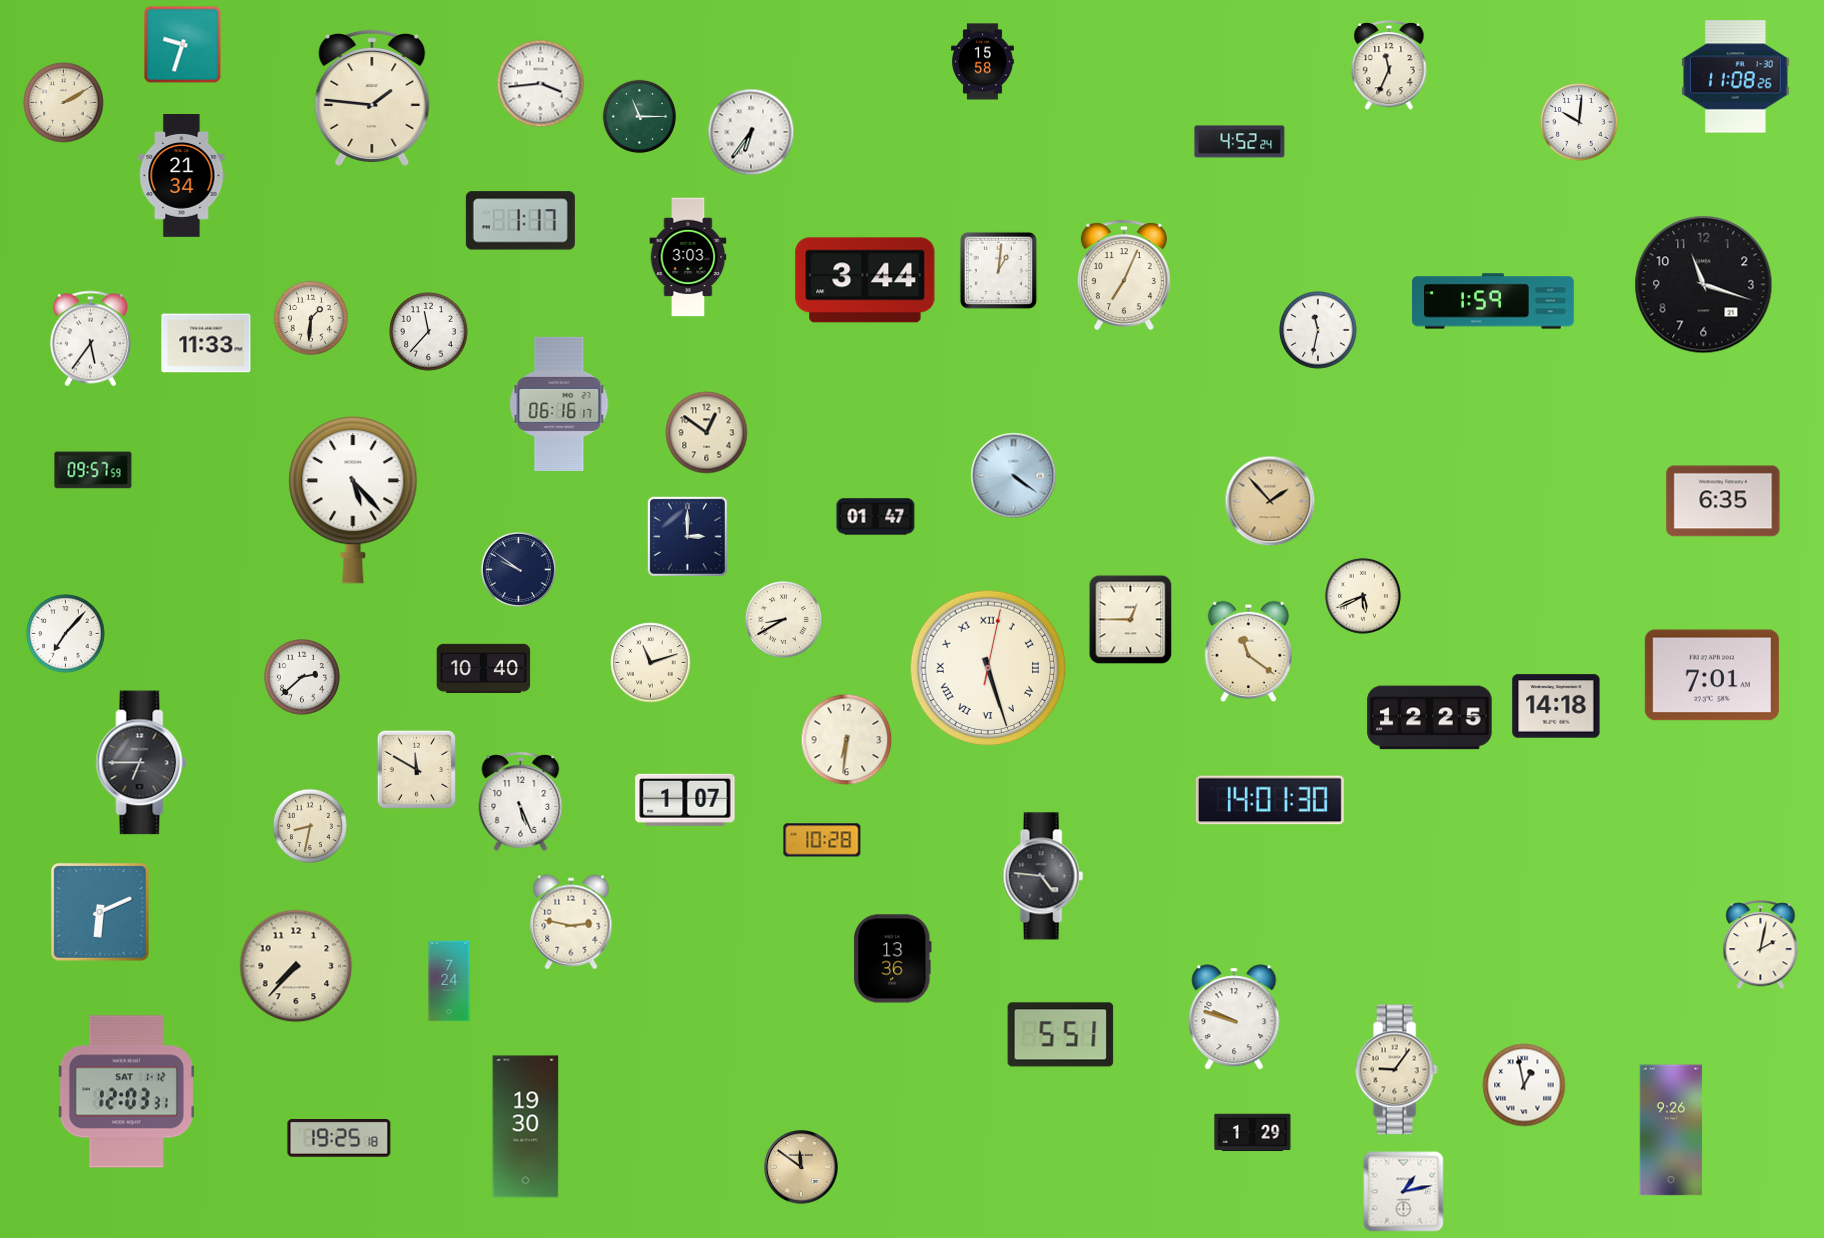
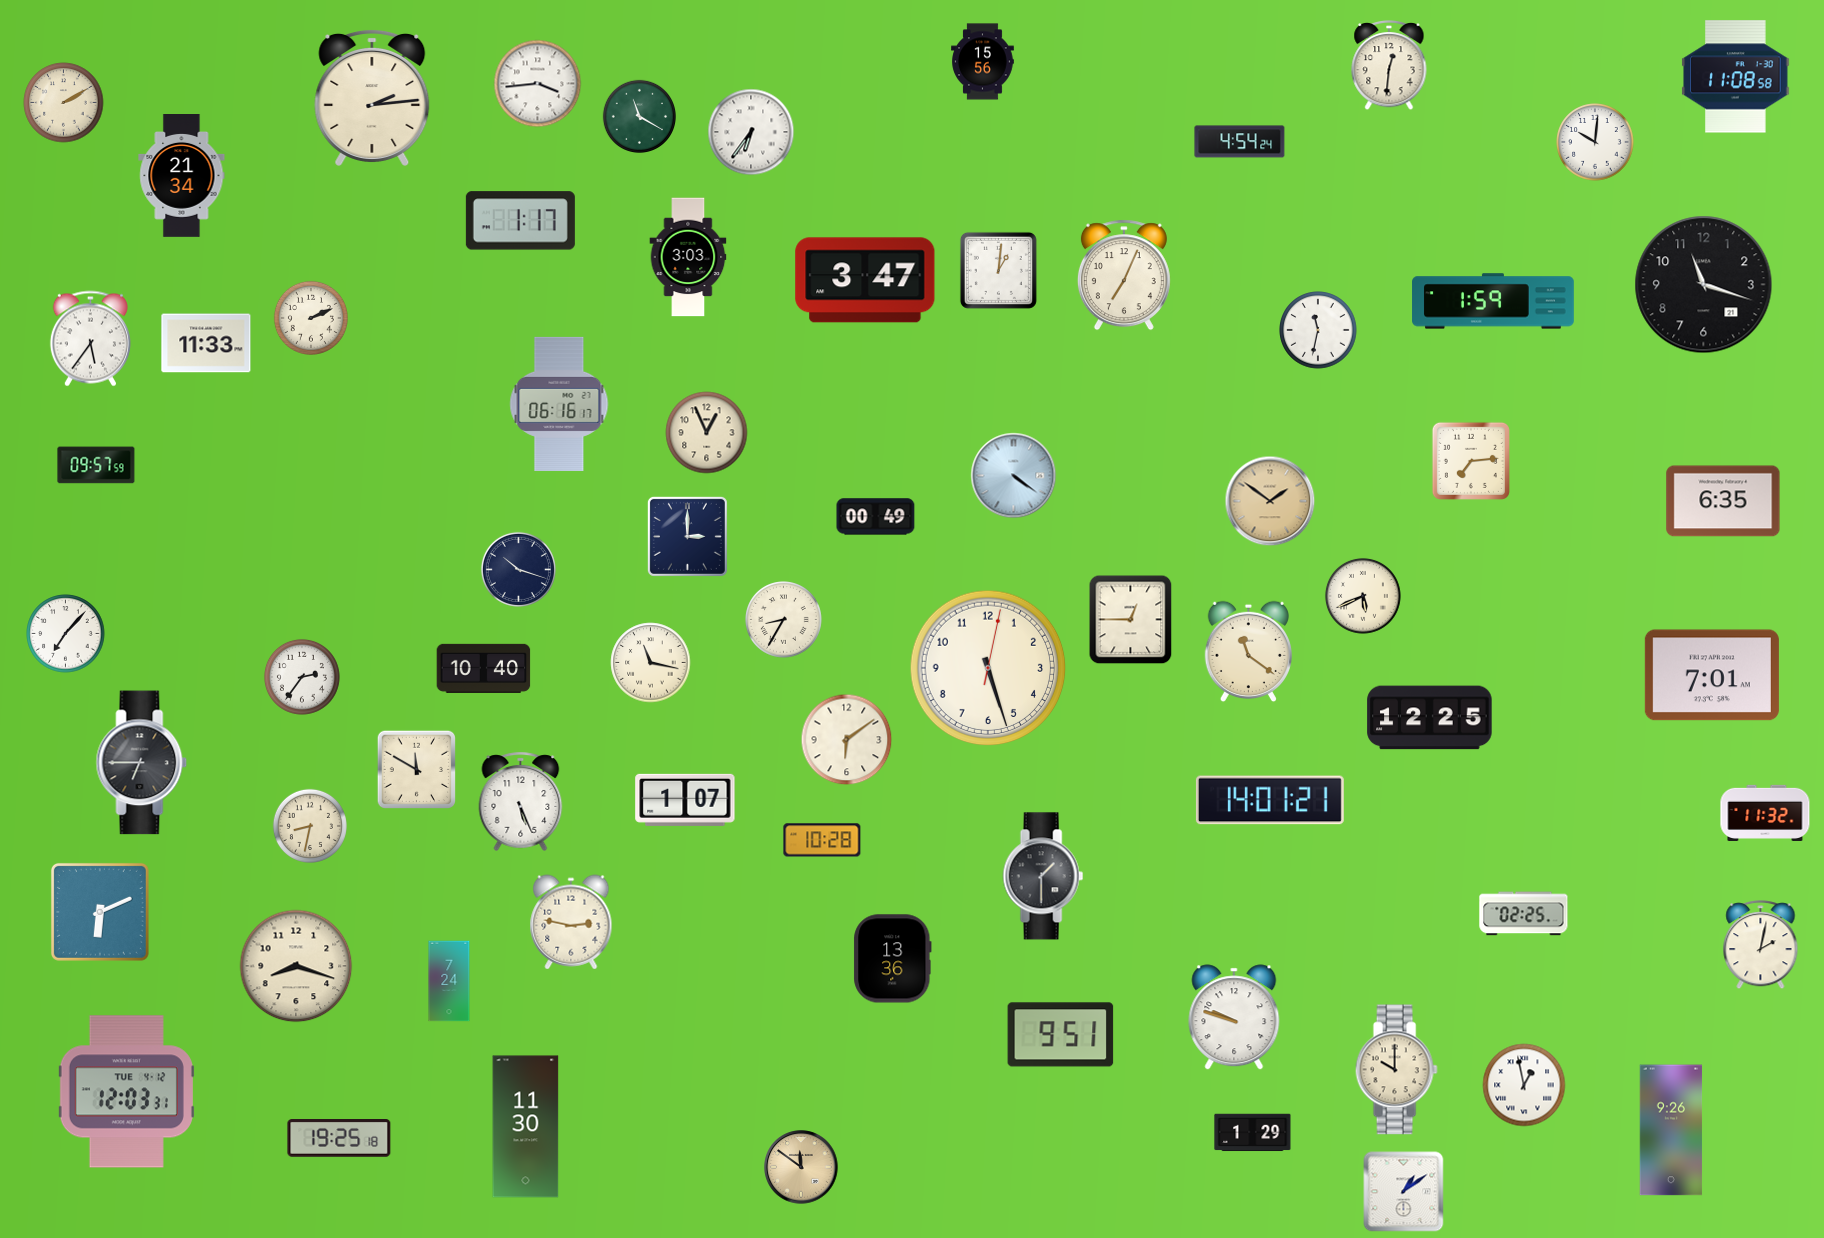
clock at (183, 45): 9:33 -> none
clock at (983, 62): 15:58 -> 15:56
clock at (1389, 66): 11:34 -> 12:31
clock at (1736, 77): 11:08:26 -> 11:08:58
clock at (541, 84) position: (541, 84) -> (538, 84)
clock at (372, 97): 1:46 -> 2:14
clock at (639, 116): 11:15 -> 11:20
clock at (1579, 122) position: (1579, 122) -> (1595, 142)
clock at (1240, 142): 4:52 -> 4:54
clock at (865, 280): 3:44 -> 3:47
clock at (311, 318): 1:31 -> 2:11
clock at (429, 332): 11:37 -> none
clock at (707, 433): 12:51 -> 12:56
clock at (1471, 461): none -> 7:14
clock at (93, 470) position: (93, 470) -> (96, 465)
clock at (353, 501): 5:23 -> none
clock at (1270, 501): 1:53 -> 1:51
clock at (876, 517): 01:47 -> 00:49
clock at (518, 569): 9:51 -> 10:18
clock at (784, 620): 8:40 -> 8:35
clock at (651, 663): 11:12 -> 11:17
clock at (988, 668) numerals: Roman -> Arabic
clock at (302, 677): 2:38 -> 2:36
clock at (1556, 706): 14:18 -> none
clock at (847, 740): 6:31 -> 6:09
clock at (1270, 800): 14:01:30 -> 14:01:21
clock at (1765, 812): none -> 11:32
clock at (1043, 876): 4:46 -> 1:30
clock at (1524, 914): none -> 02:25
clock at (296, 966): 7:37 -> 8:18
clock at (1061, 1035): 5:51 -> 9:51
clock at (1396, 1070): 9:06 -> 10:00
clock at (126, 1092) date: SAT 1-12 -> TUE 4-12
clock at (526, 1127): 19:30 -> 11:30
clock at (1404, 1192): 1:13 -> 1:09
